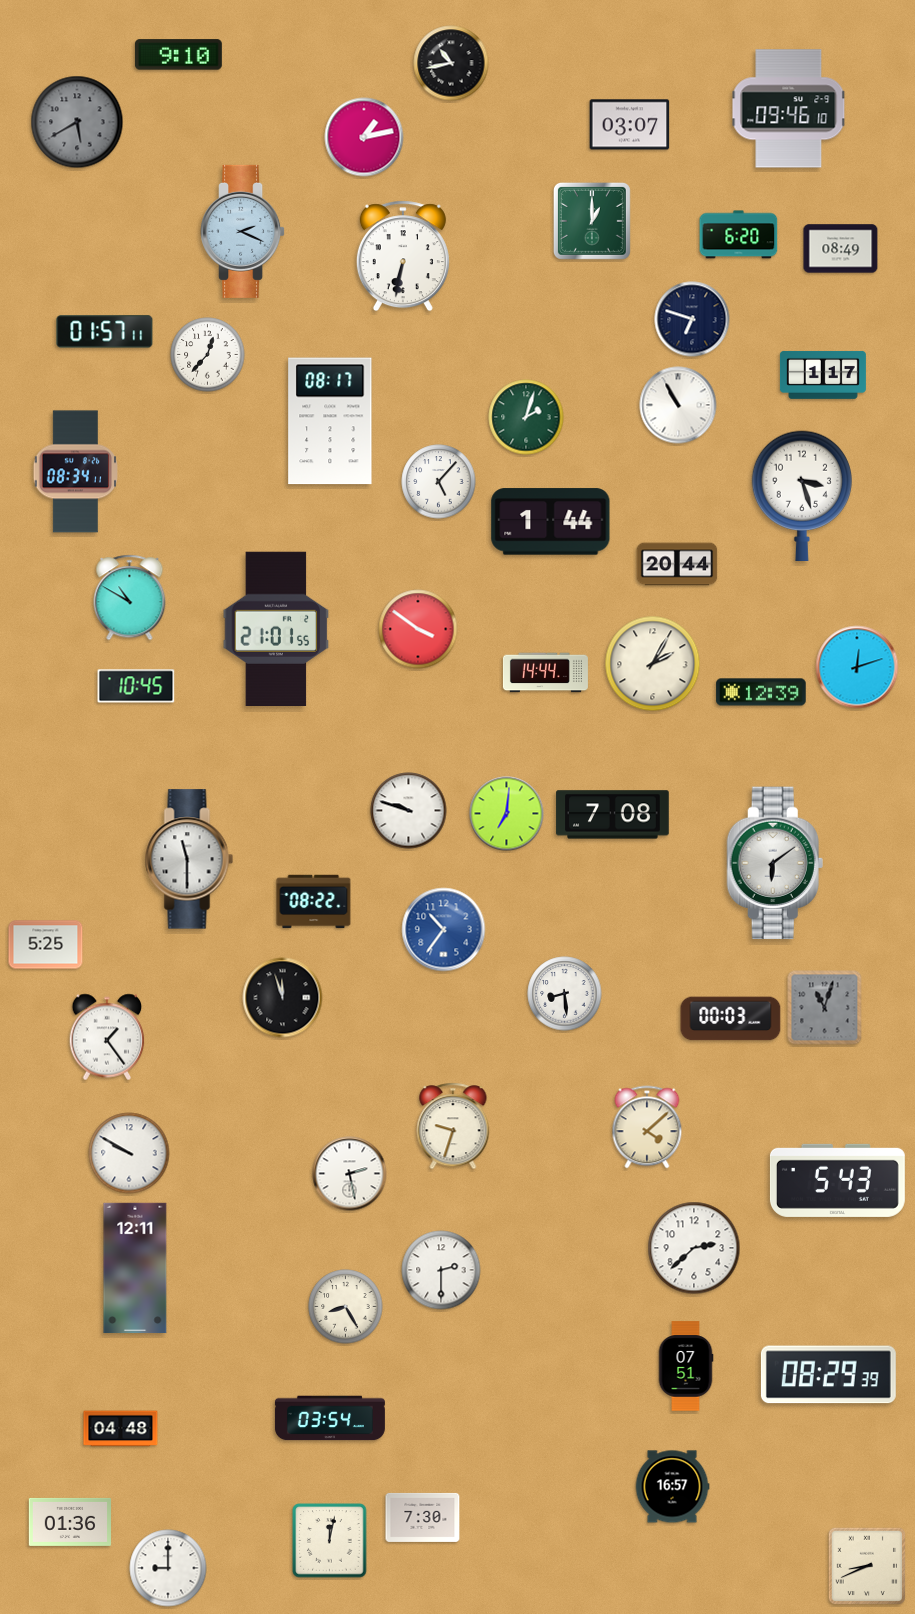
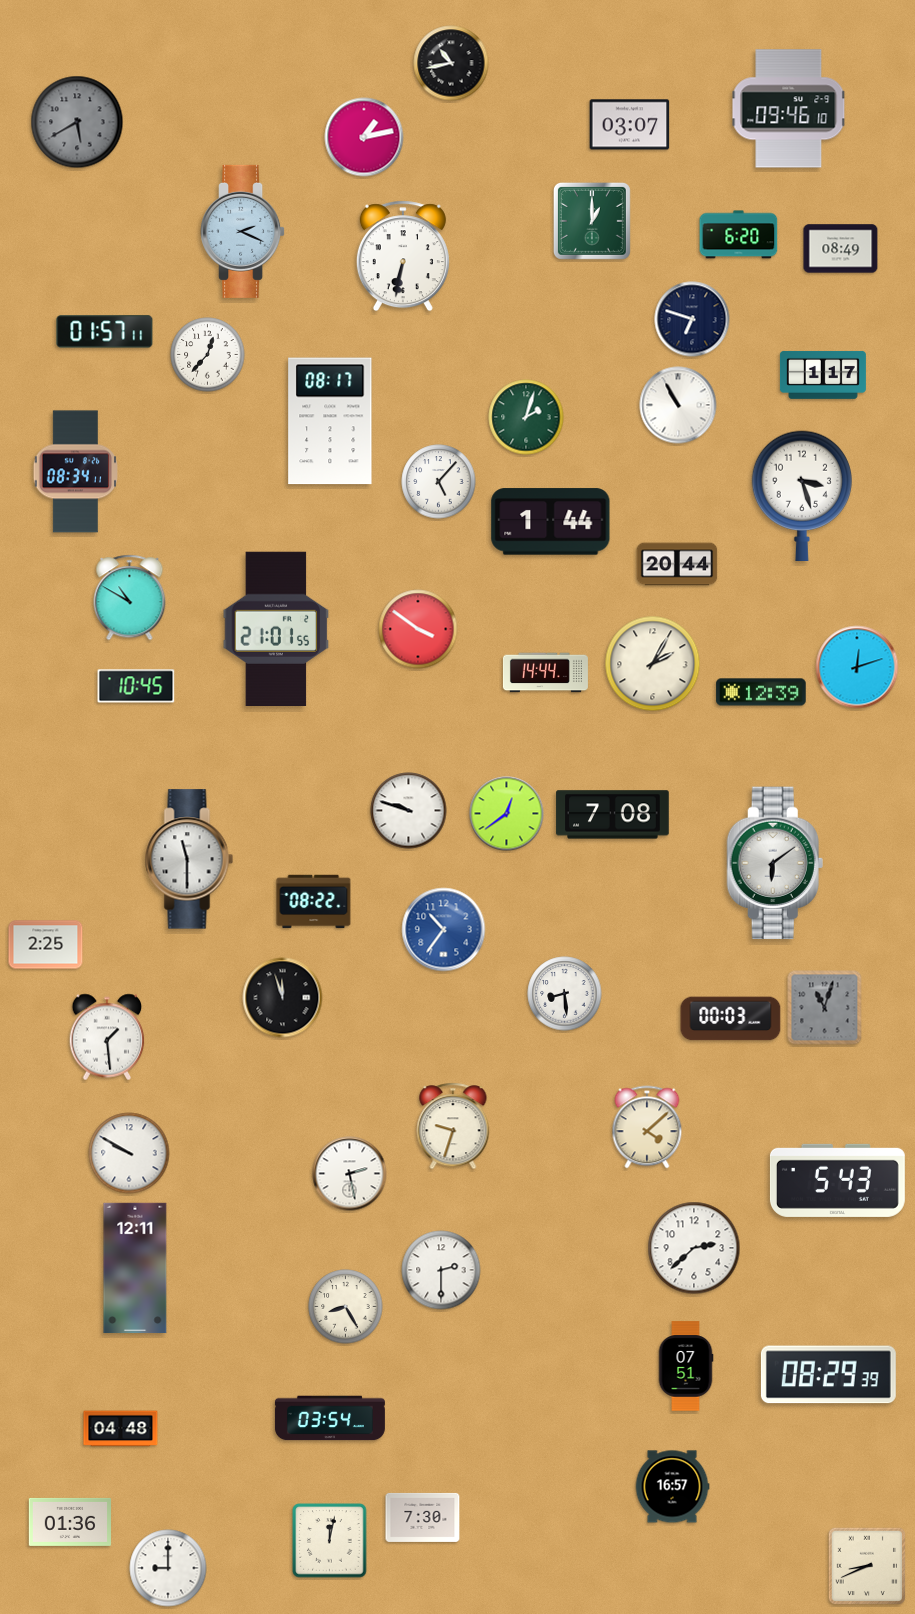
clock at (178, 55): 9:10 -> none
clock at (507, 814): 7:01 -> 12:39
clock at (46, 945): 5:25 -> 2:25
clock at (107, 1037): 1:24 -> 1:29
